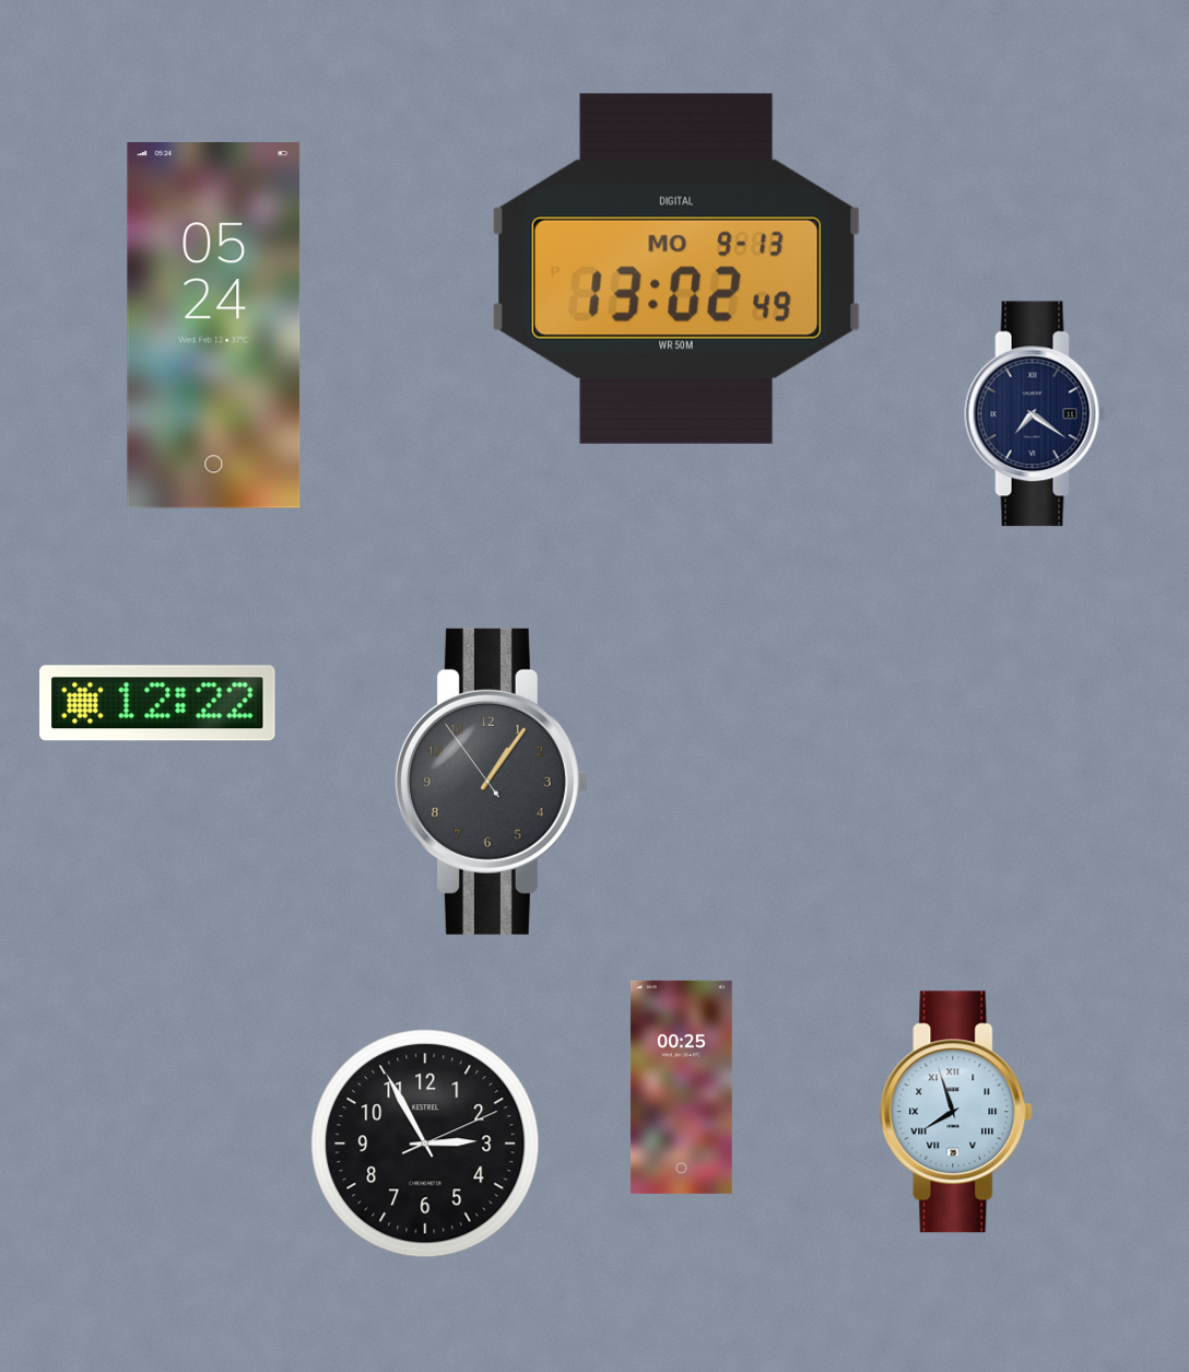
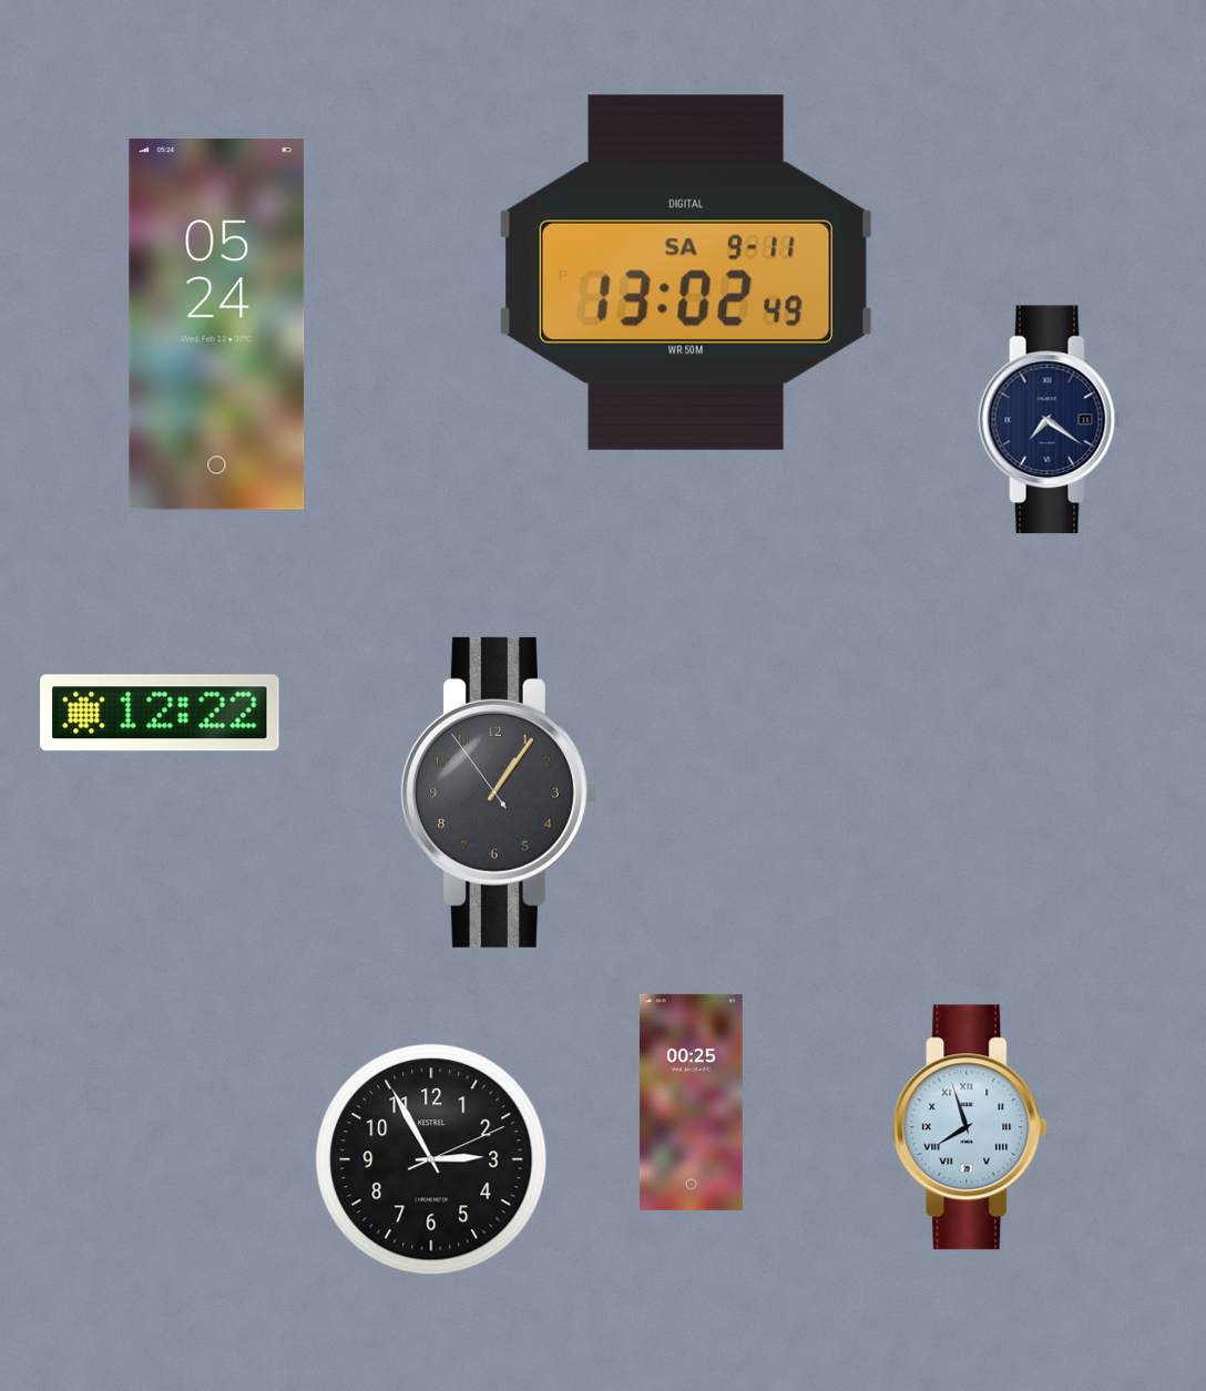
clock at (675, 269) date: MO 9-13 -> SA 9-11
clock at (214, 326) position: (214, 326) -> (217, 325)
